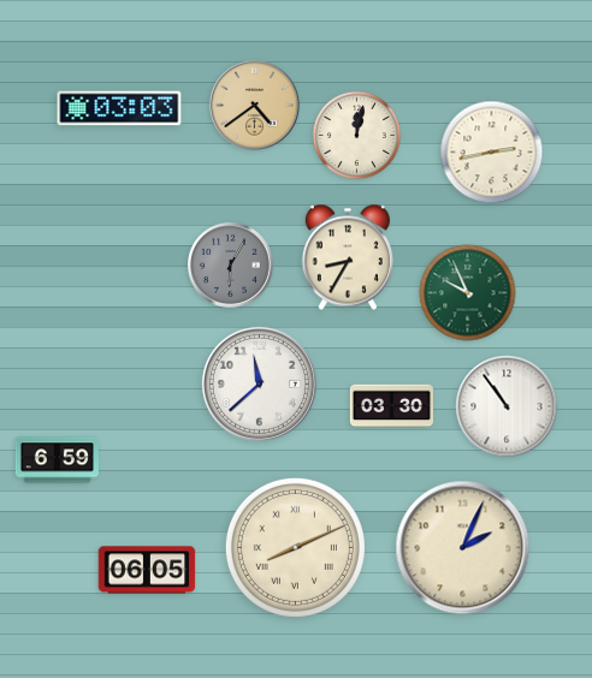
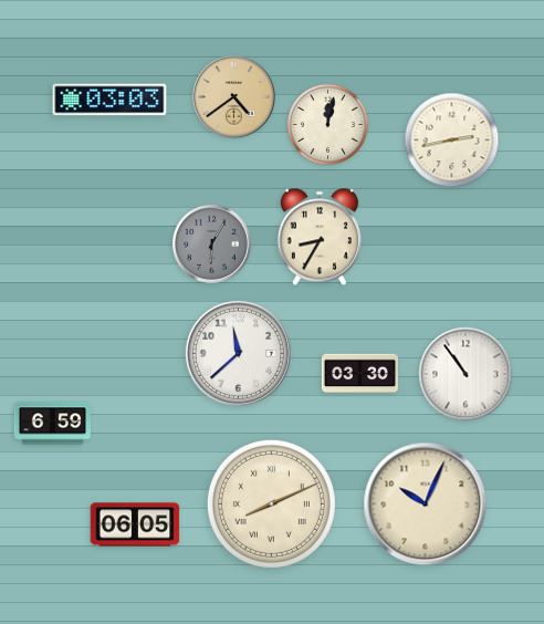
clock at (468, 293): 9:56 -> none
clock at (463, 548): 2:04 -> 10:04
